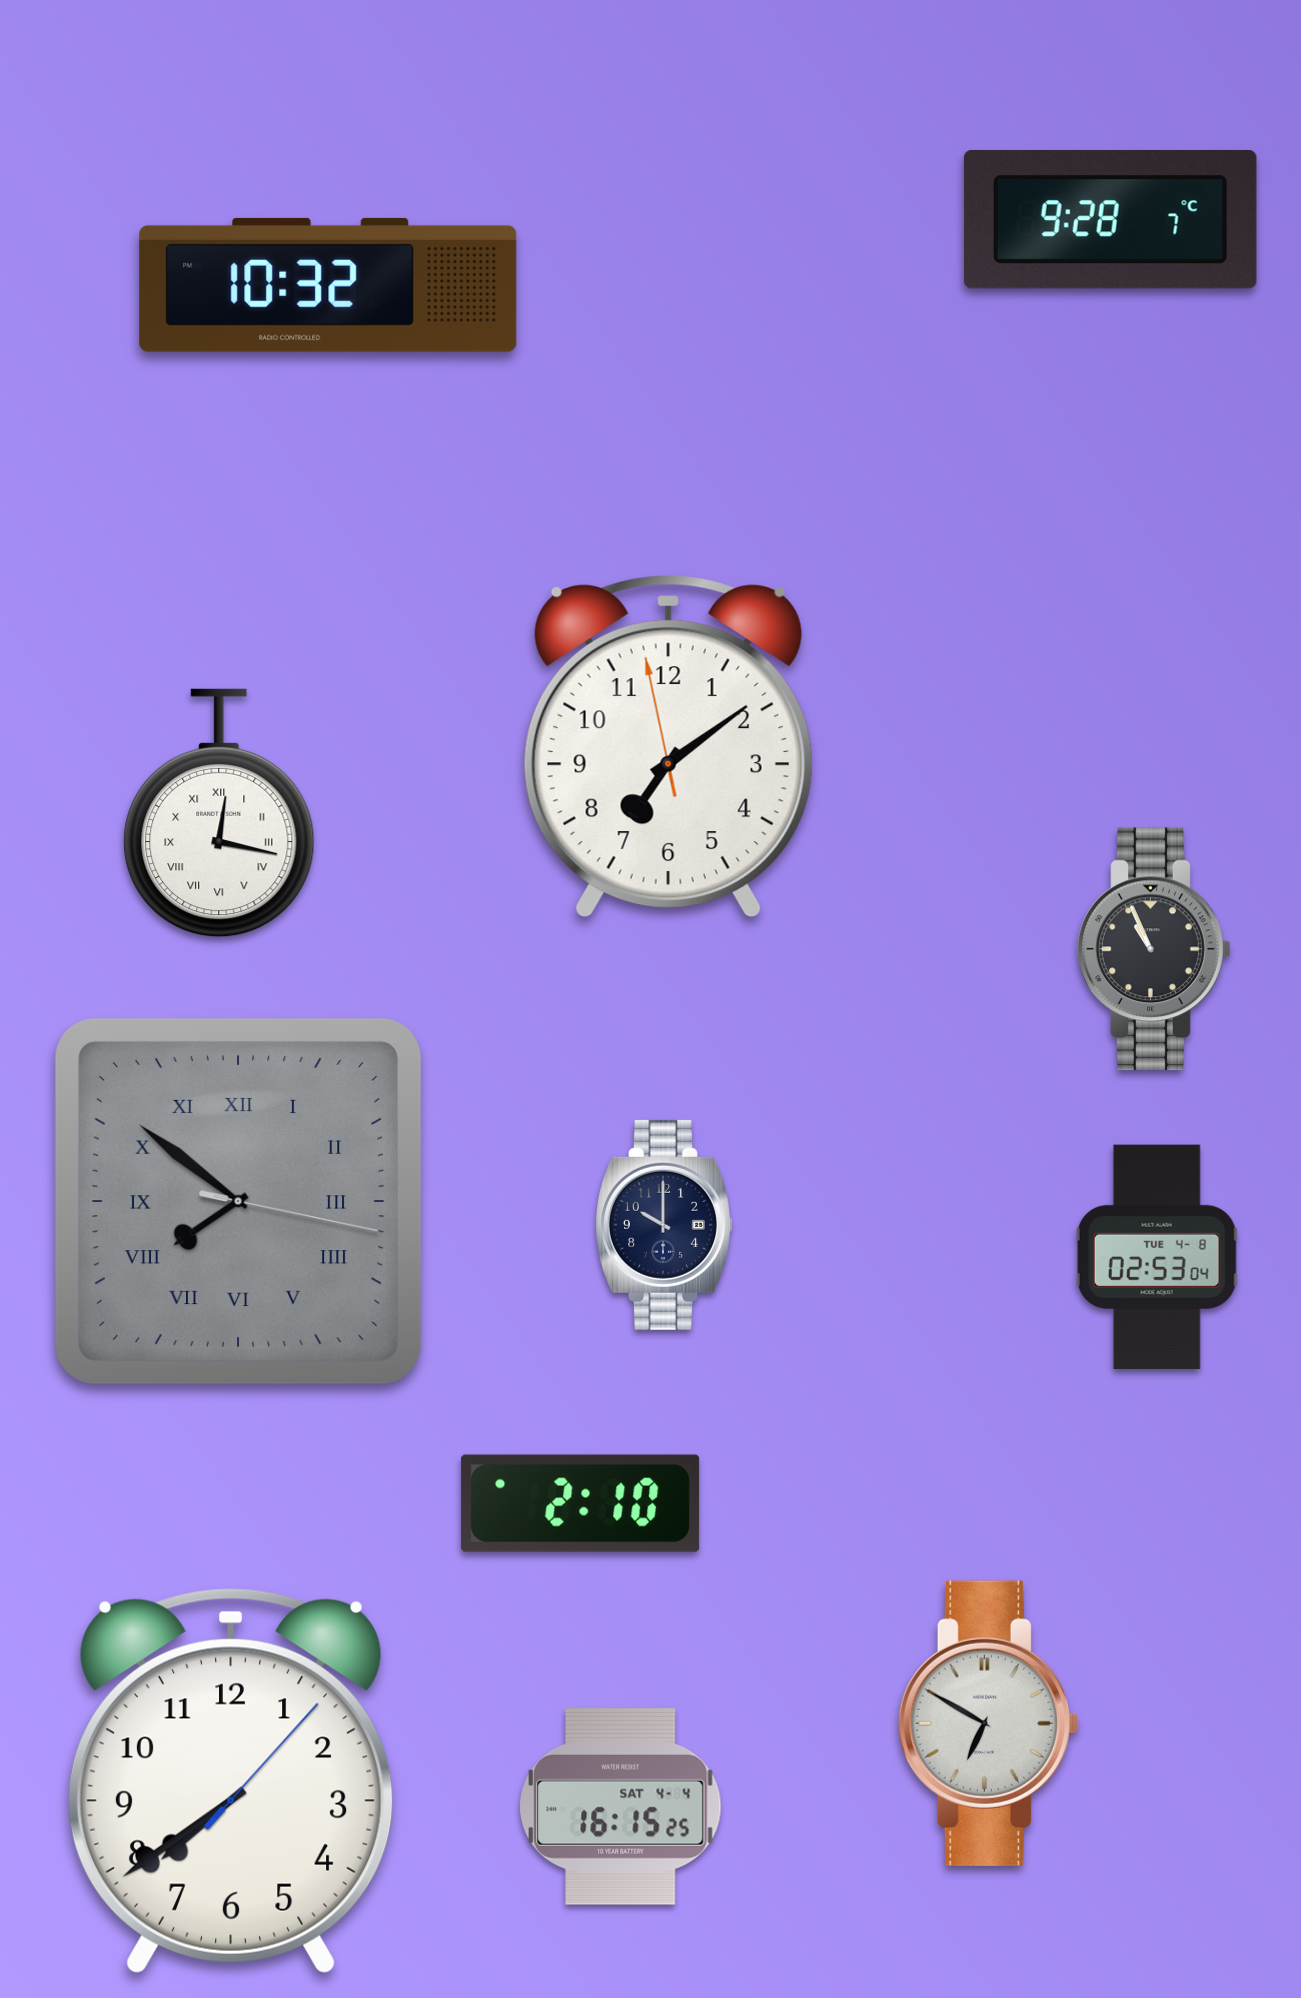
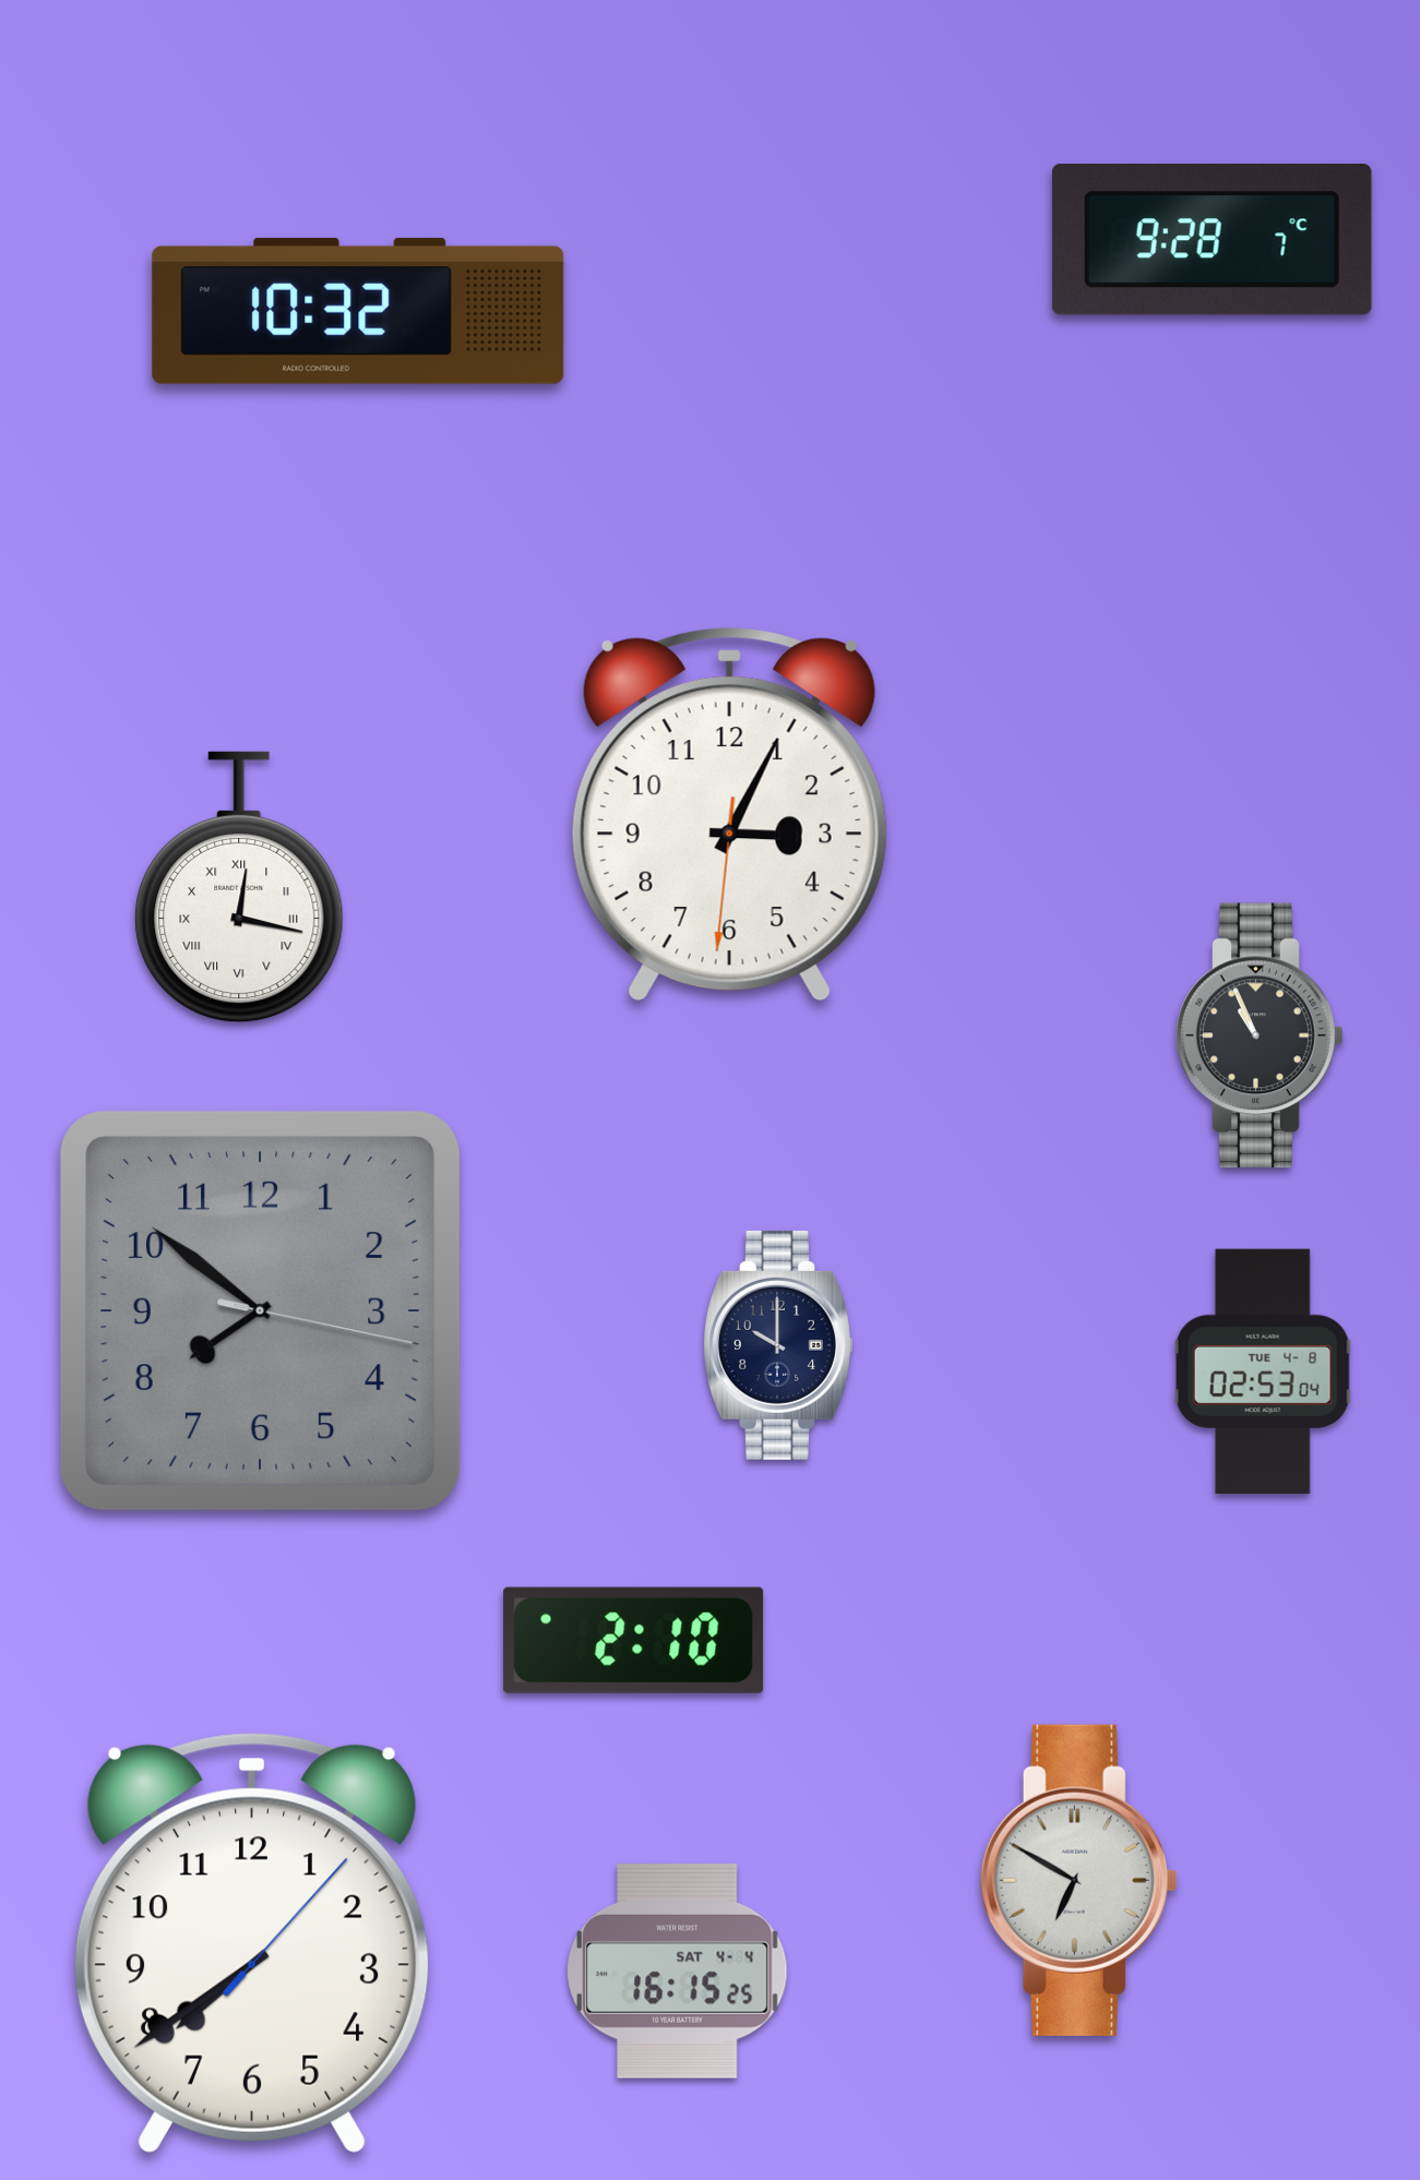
clock at (668, 747): 7:08 -> 3:04
clock at (238, 1201) numerals: Roman -> Arabic
clock at (664, 1225) position: (664, 1225) -> (778, 1345)
